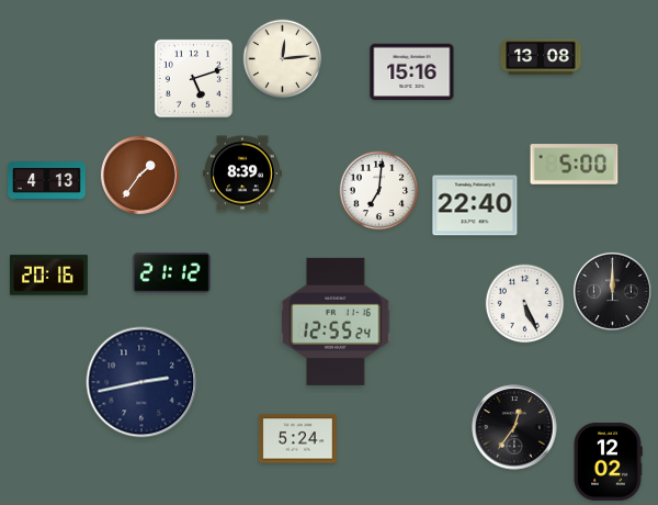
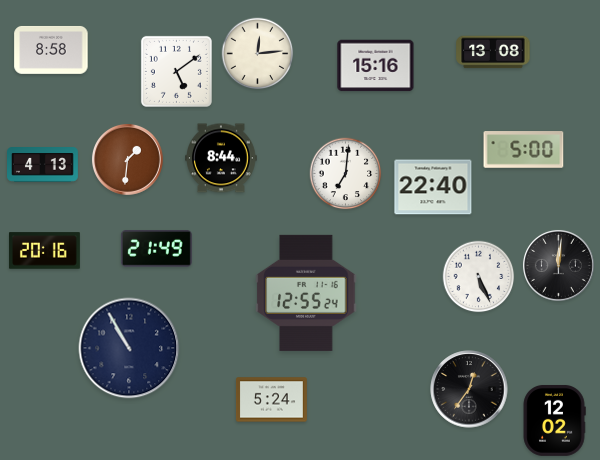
clock at (51, 50): none -> 8:58
clock at (193, 78): 5:12 -> 5:09
clock at (242, 173): 8:39 -> 8:44
clock at (139, 175): 1:36 -> 1:31
clock at (171, 273): 21:12 -> 21:49
clock at (612, 291): 12:00 -> 12:01
clock at (141, 382): 2:43 -> 10:55
